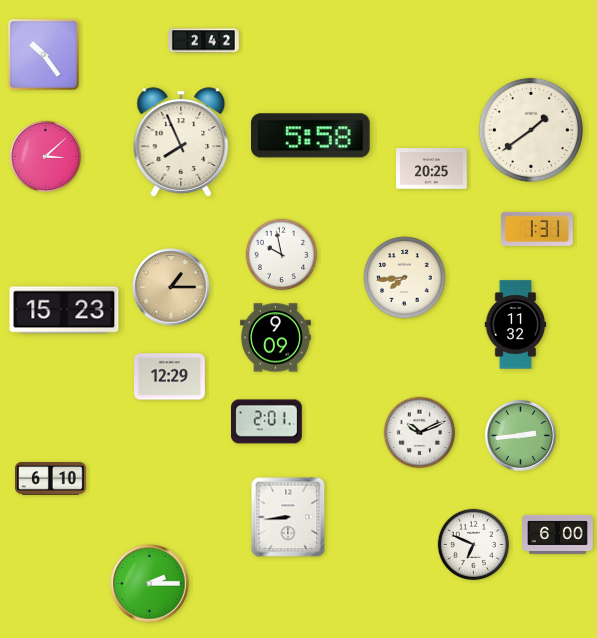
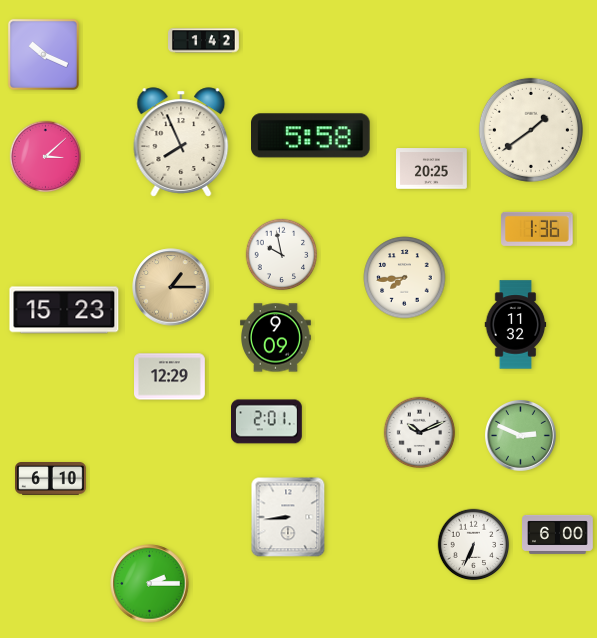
clock at (204, 41): 2:42 -> 1:42
clock at (43, 54): 10:24 -> 10:19
clock at (537, 229): 1:31 -> 1:36
clock at (521, 436): 2:44 -> 2:49
clock at (474, 545): 6:49 -> 6:34
